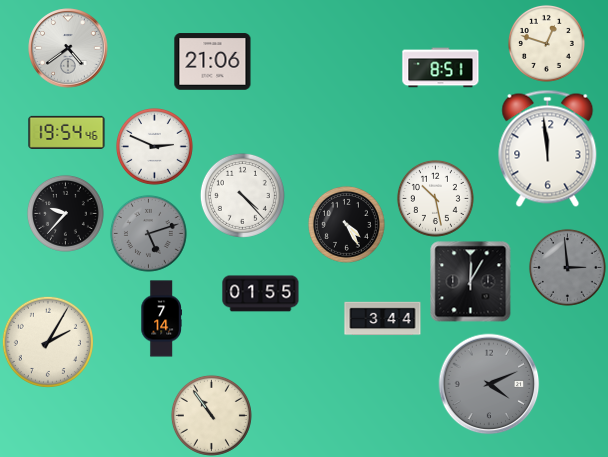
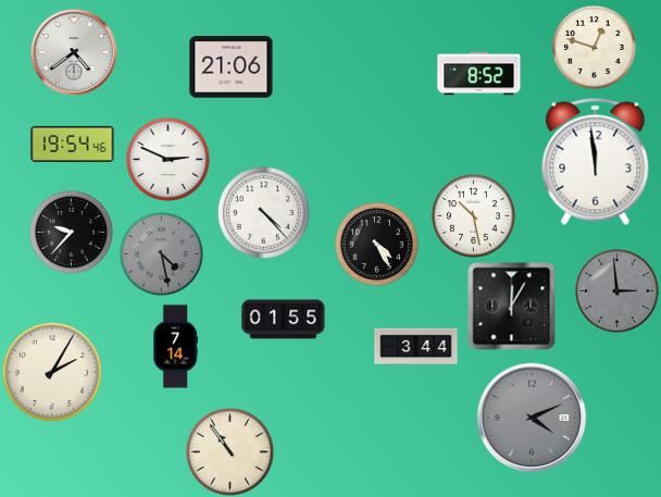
clock at (441, 68): 8:51 -> 8:52
clock at (148, 233): 5:12 -> 4:28
